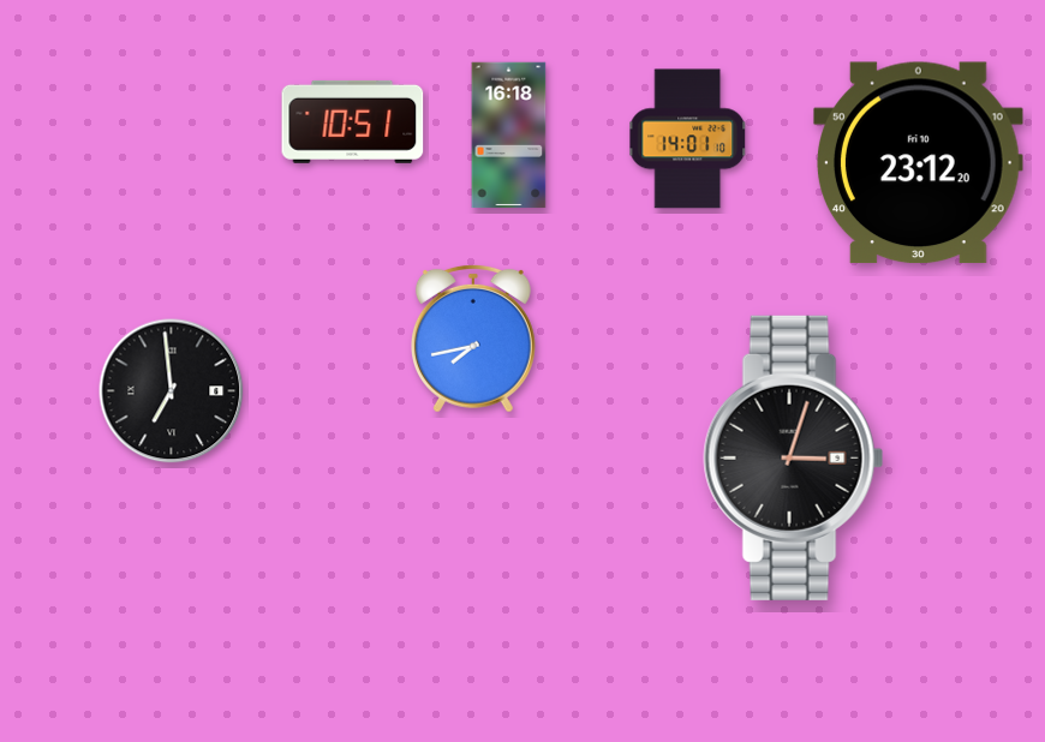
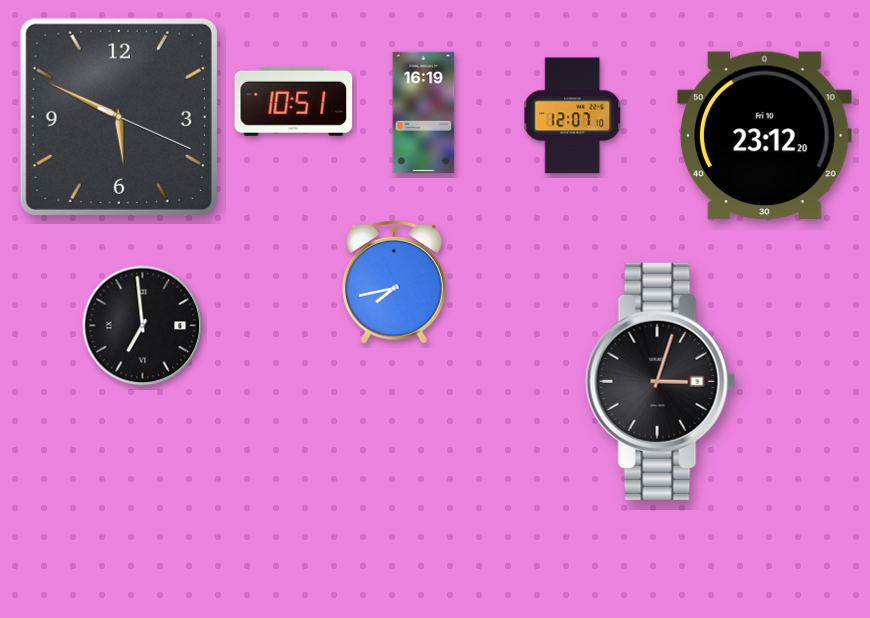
clock at (509, 136): 16:18 -> 16:19
clock at (688, 139): 14:01 -> 12:07
clock at (119, 117): none -> 5:49
